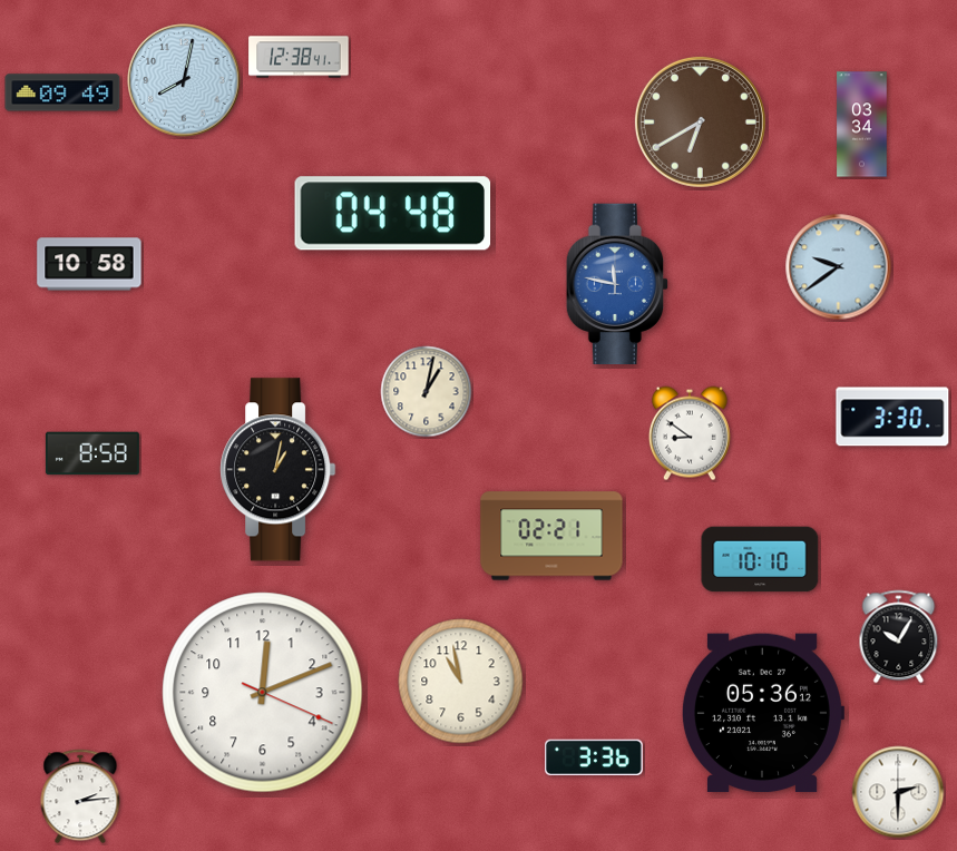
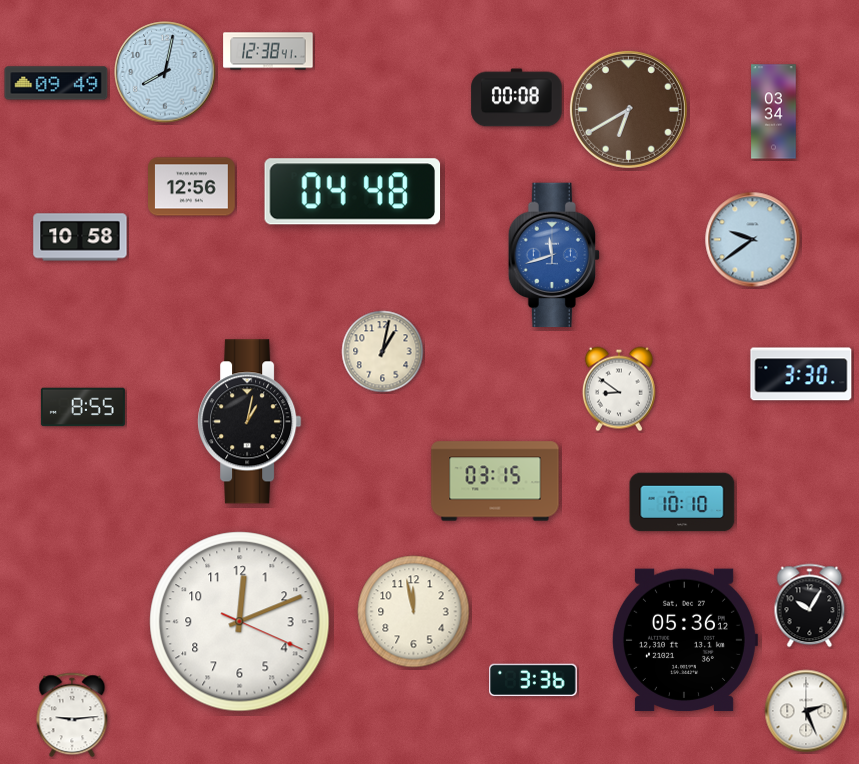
clock at (517, 98): none -> 00:08
clock at (192, 187): none -> 12:56
clock at (616, 284): 11:47 -> 11:42
clock at (92, 453): 8:58 -> 8:55
clock at (551, 536): 02:21 -> 03:15
clock at (899, 637) position: (899, 637) -> (810, 606)
clock at (461, 682): 10:58 -> 11:58
clock at (263, 693) position: (263, 693) -> (240, 622)
clock at (898, 792): 2:30 -> 2:26
clock at (80, 796): 2:14 -> 9:14
